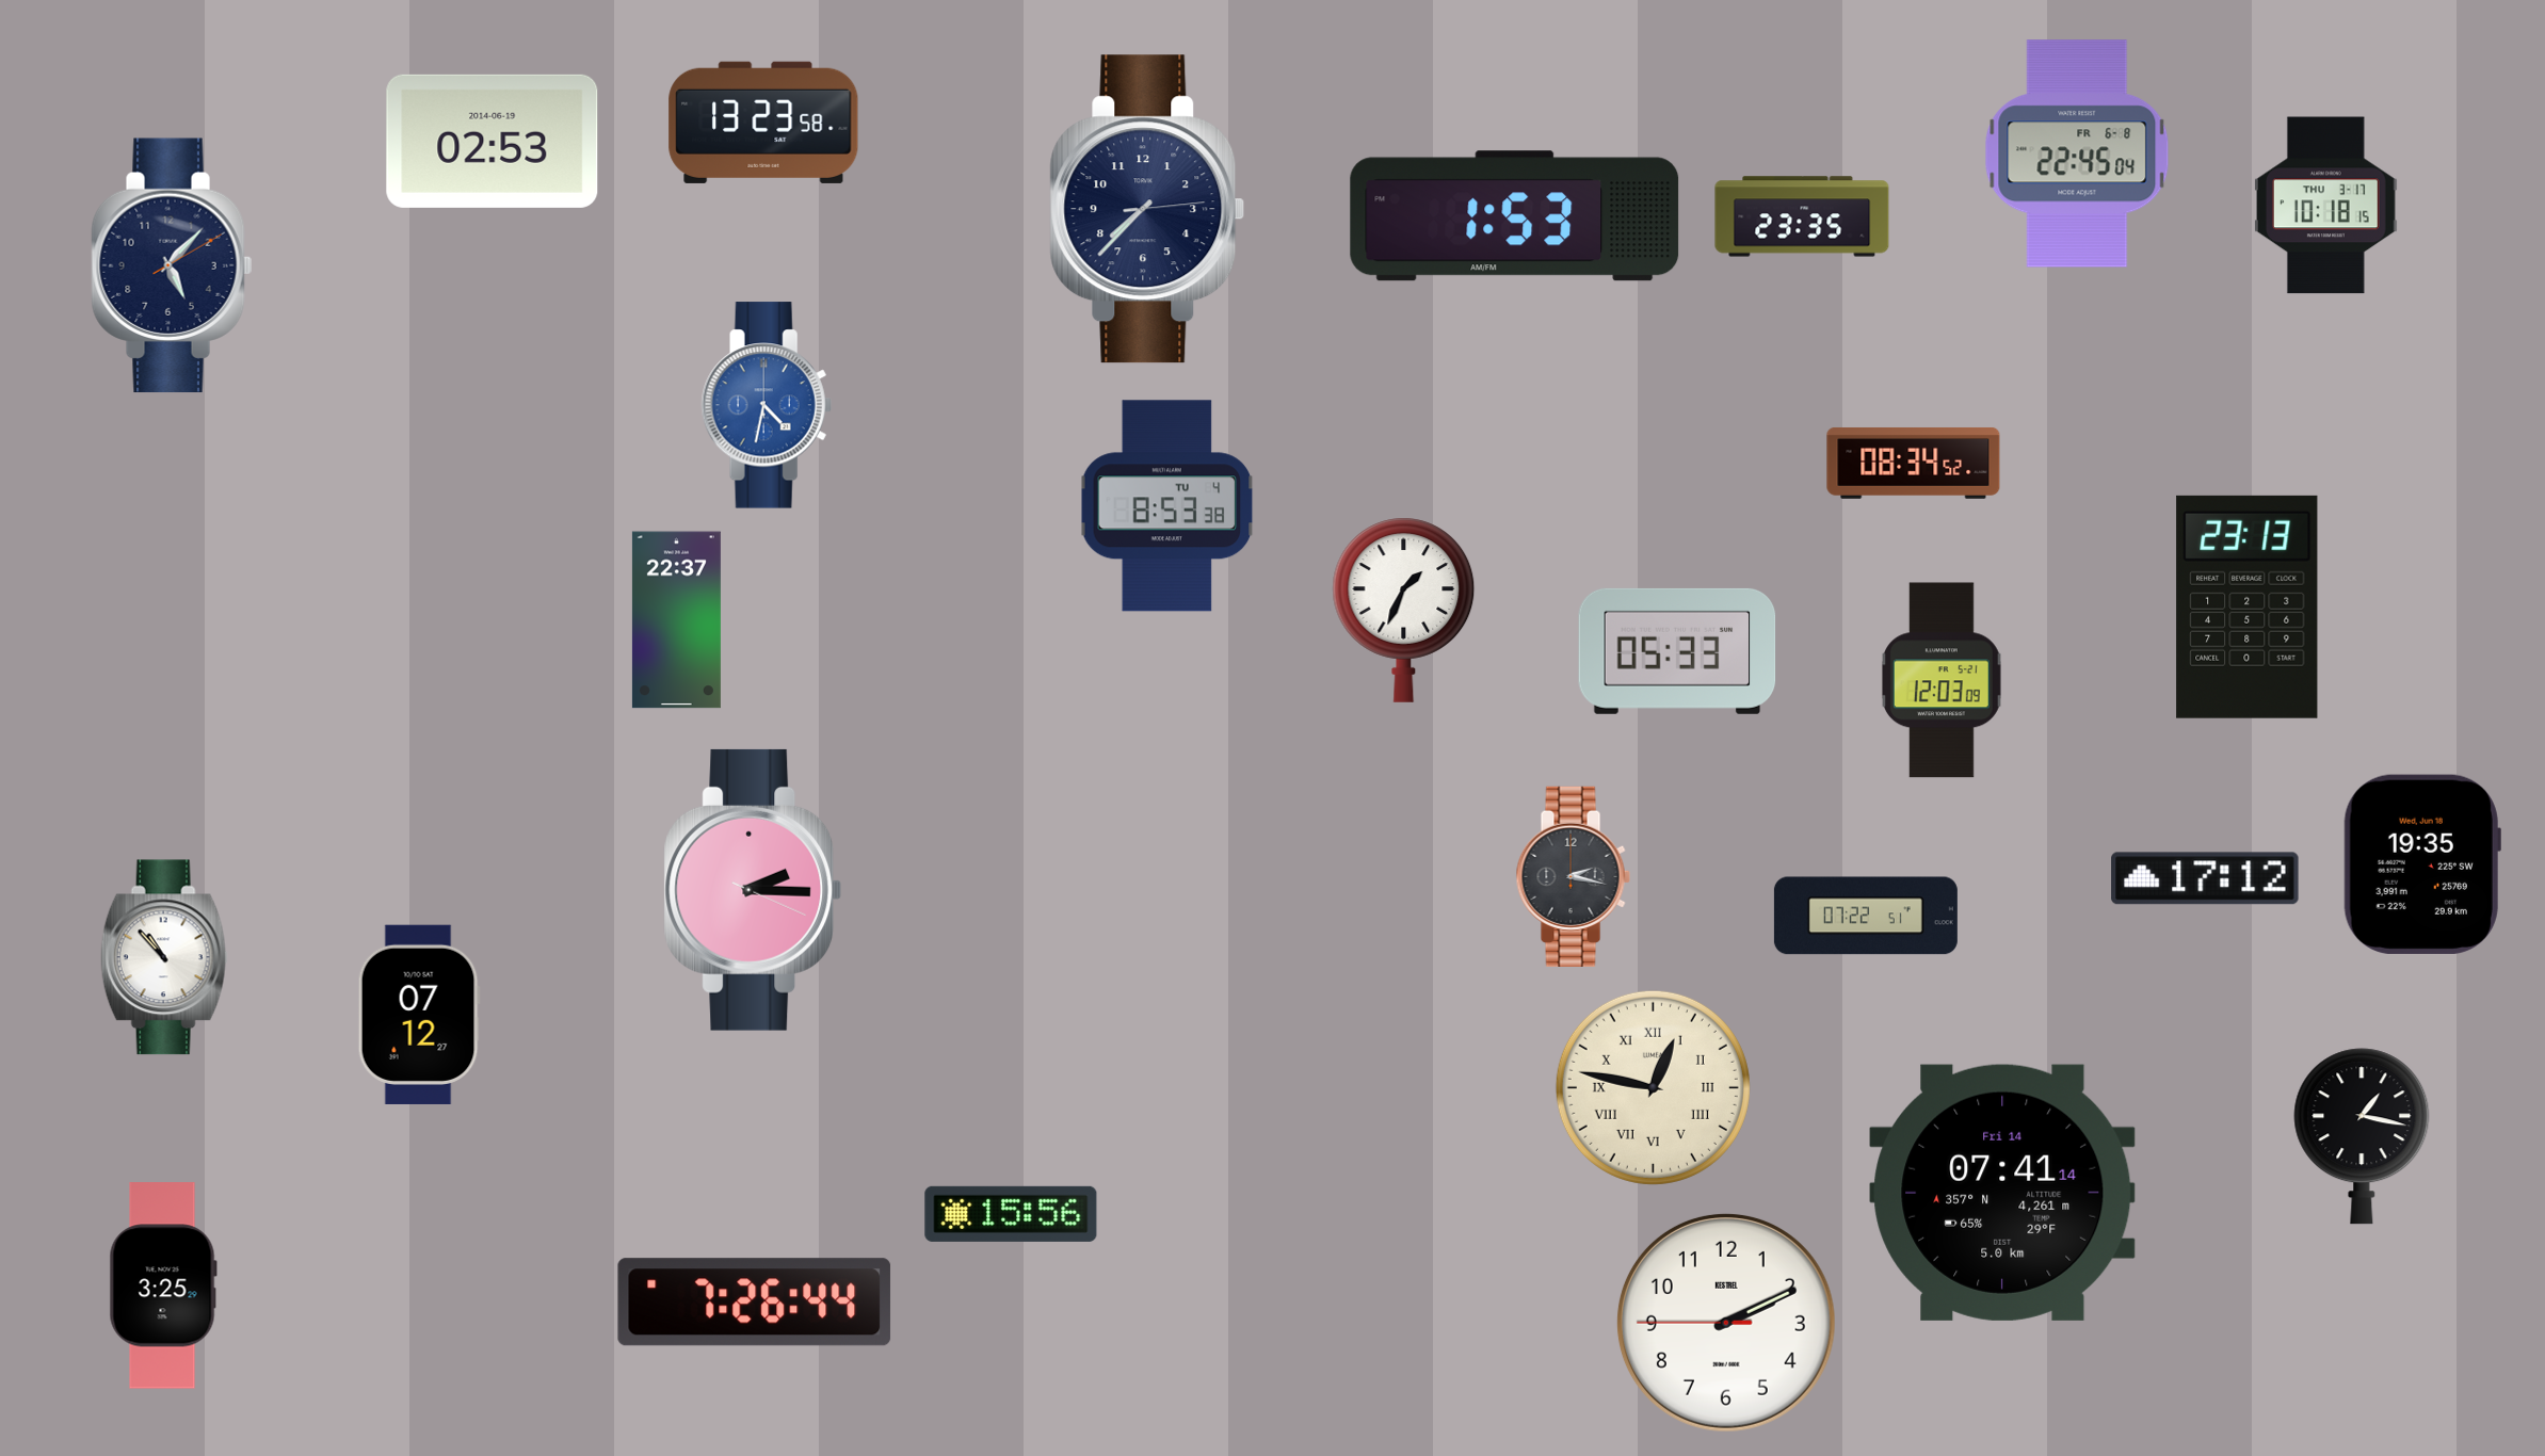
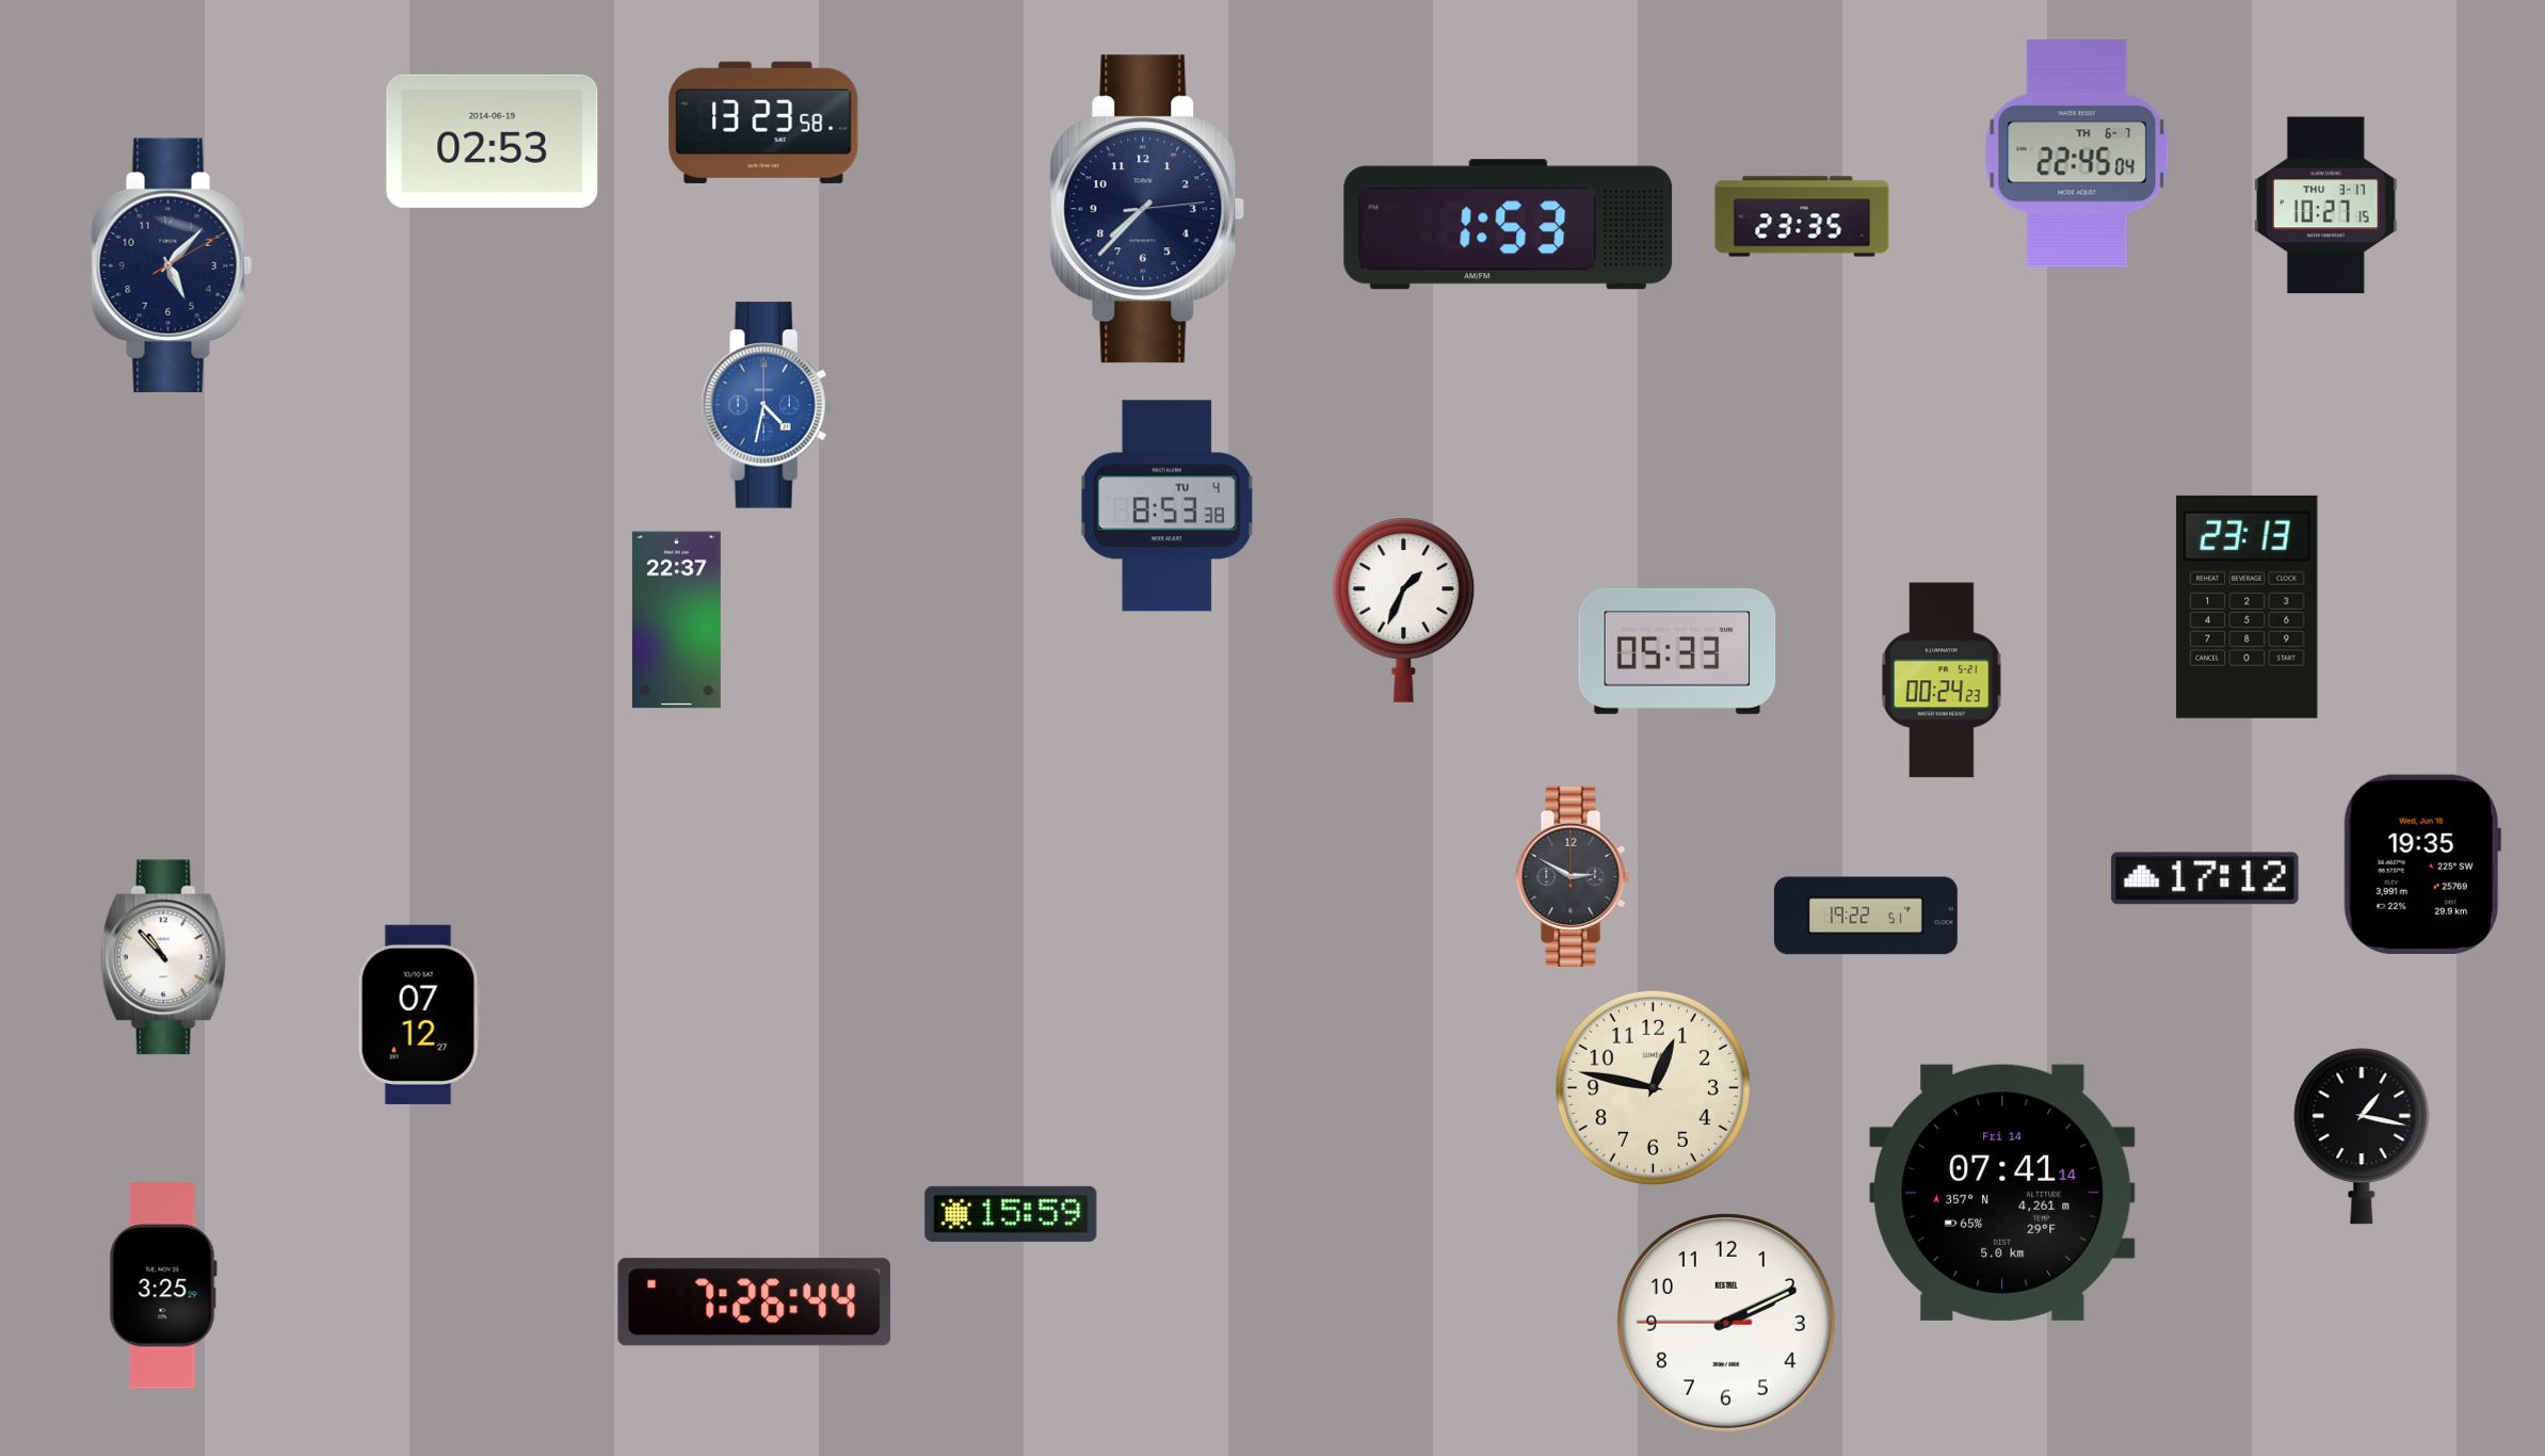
clock at (2077, 153) date: FR 6-8 -> TH 6-7
clock at (2326, 206): 10:18 -> 10:27
clock at (1515, 216) position: (1515, 216) -> (1509, 225)
clock at (1914, 463): 08:34 -> none
clock at (1942, 680): 12:03 -> 00:24
clock at (1573, 876): 2:17 -> 2:50
clock at (753, 890): 2:15 -> none
clock at (1866, 916): 07:22 -> 19:22
clock at (1653, 1087) numerals: Roman -> Arabic
clock at (1011, 1214): 15:56 -> 15:59
